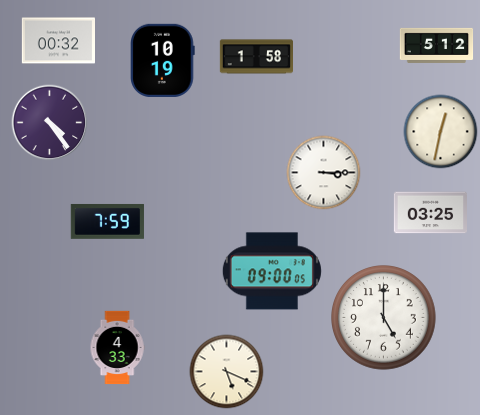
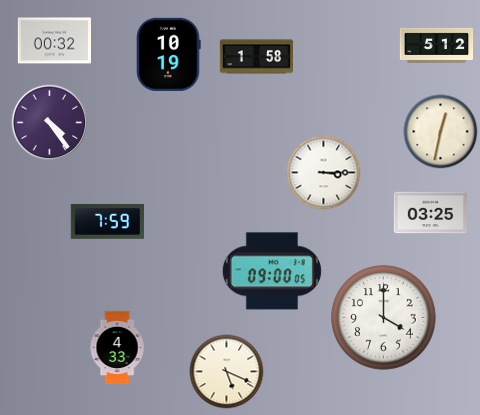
clock at (58, 41) position: (58, 41) -> (54, 41)
clock at (163, 60) position: (163, 60) -> (169, 54)
clock at (384, 318): 5:00 -> 4:00
